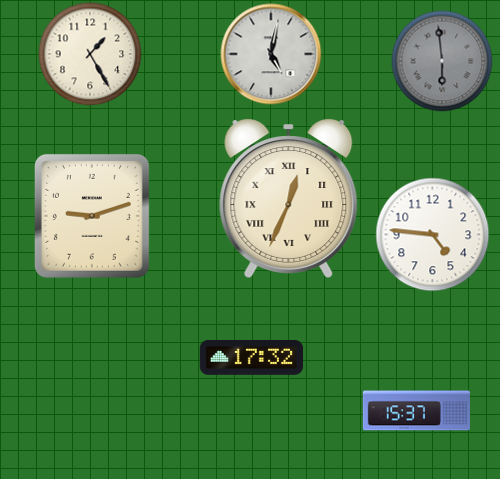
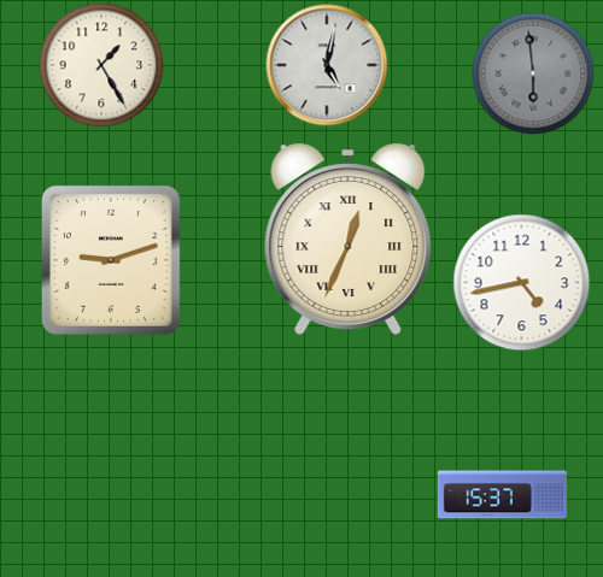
clock at (90, 54) position: (90, 54) -> (101, 65)
clock at (433, 235): 4:46 -> 4:43
clock at (252, 358): 17:32 -> none
